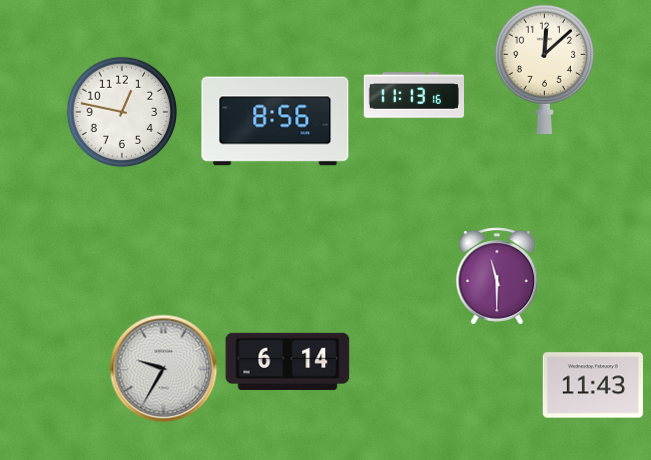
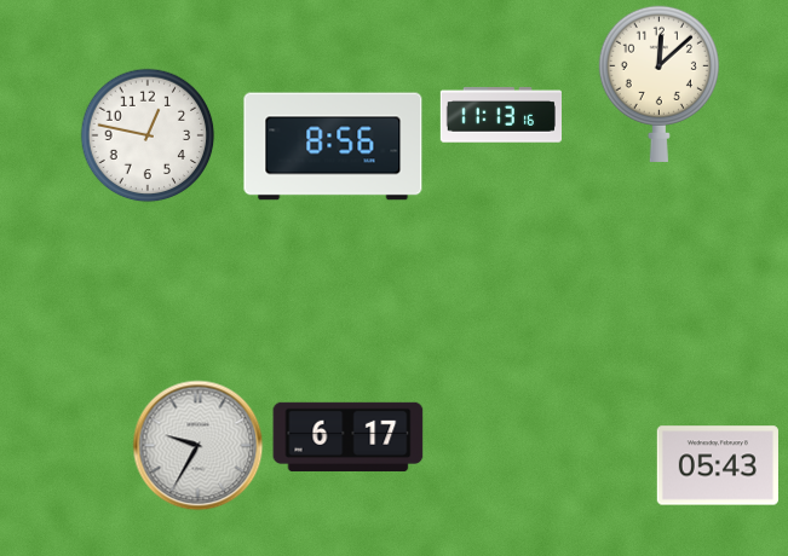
clock at (497, 276): 11:30 -> none
clock at (288, 361): 6:14 -> 6:17
clock at (593, 385): 11:43 -> 05:43
